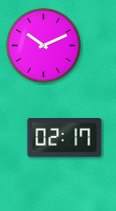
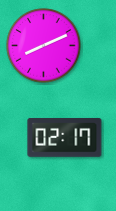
clock at (44, 46): 10:11 -> 8:11
